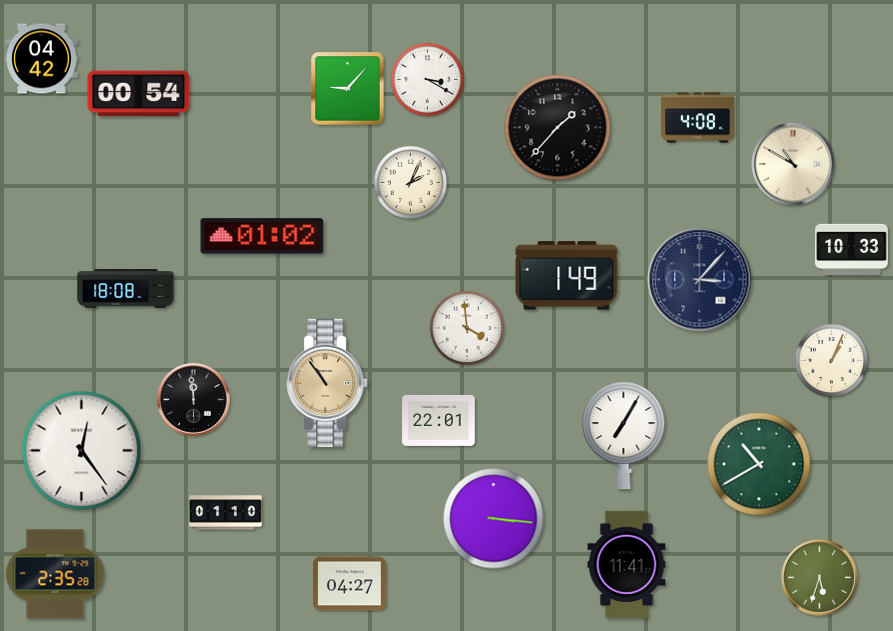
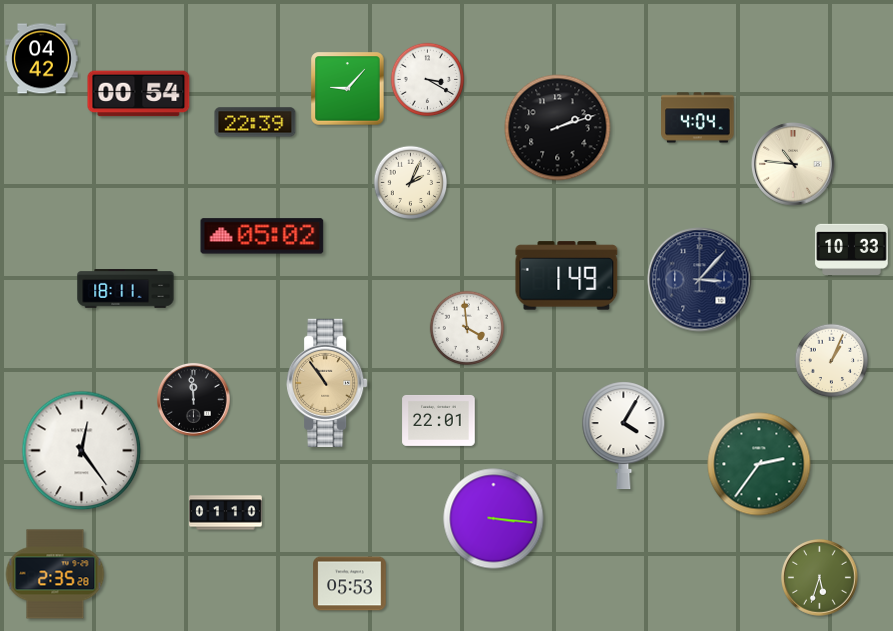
clock at (698, 118): 4:08 -> 4:04
clock at (255, 122): none -> 22:39
clock at (558, 128): 1:37 -> 2:12
clock at (793, 164): 10:50 -> 10:46
clock at (262, 236): 01:02 -> 05:02
clock at (126, 289): 18:08 -> 18:11
clock at (624, 436): 7:05 -> 4:05
clock at (759, 464): 10:40 -> 2:36
clock at (627, 565): 11:41 -> none
clock at (350, 584): 04:27 -> 05:53
